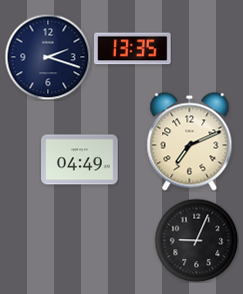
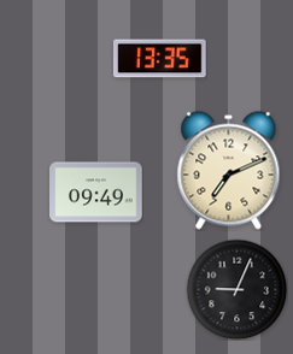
clock at (48, 57): 2:18 -> none
clock at (80, 160): 04:49 -> 09:49
